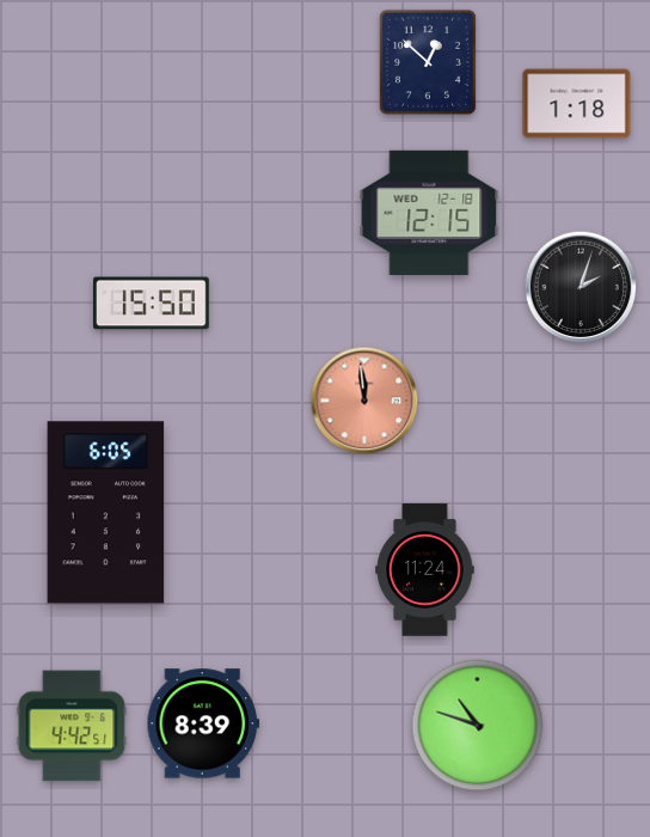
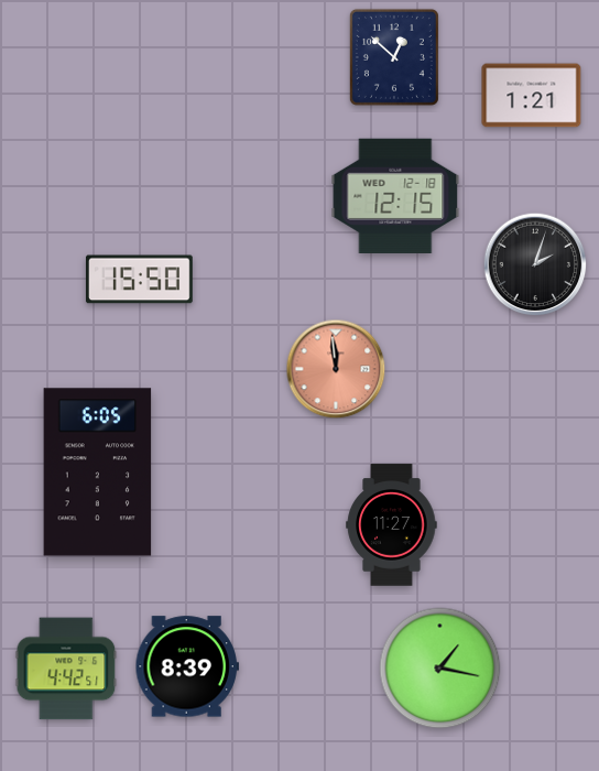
clock at (577, 104): 1:18 -> 1:21
clock at (425, 570): 11:24 -> 11:27
clock at (478, 726): 10:48 -> 1:17
